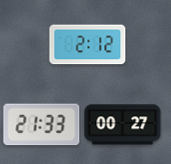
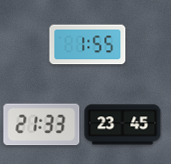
clock at (88, 45): 2:12 -> 1:55
clock at (123, 125): 00:27 -> 23:45
